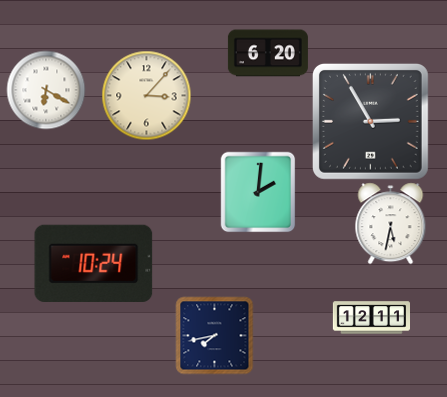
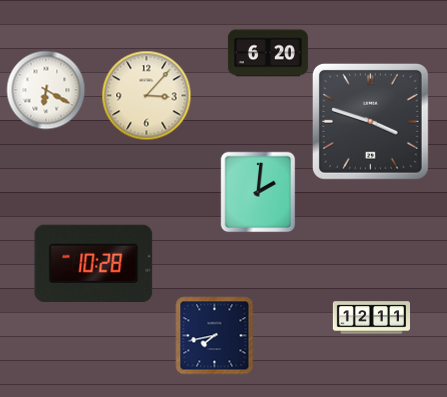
clock at (370, 121): 2:55 -> 3:48
clock at (391, 223): 5:32 -> none
clock at (94, 263): 10:24 -> 10:28
